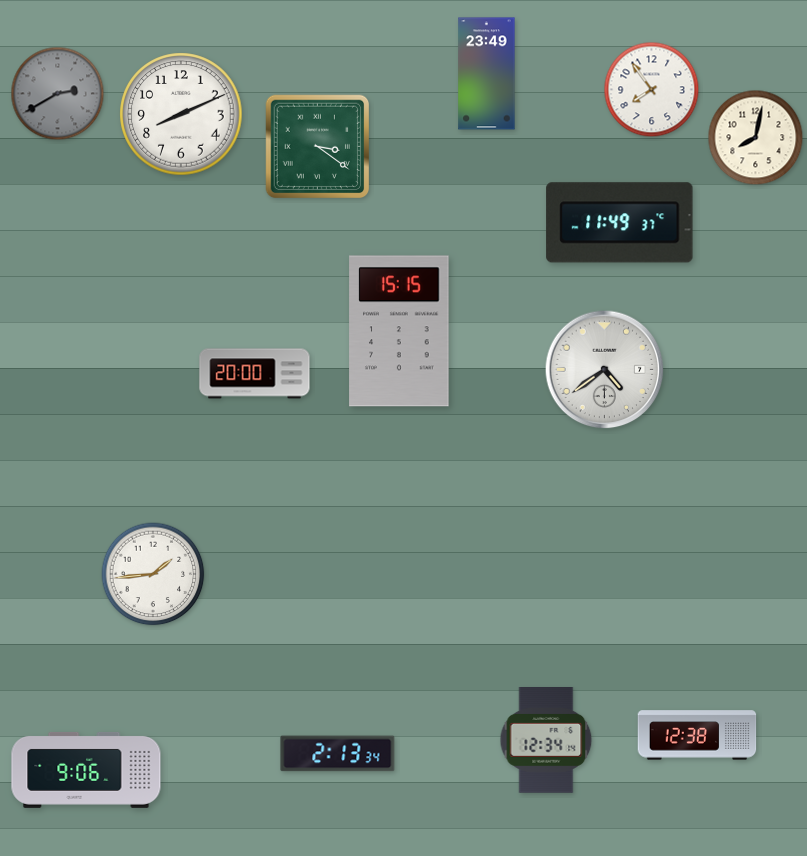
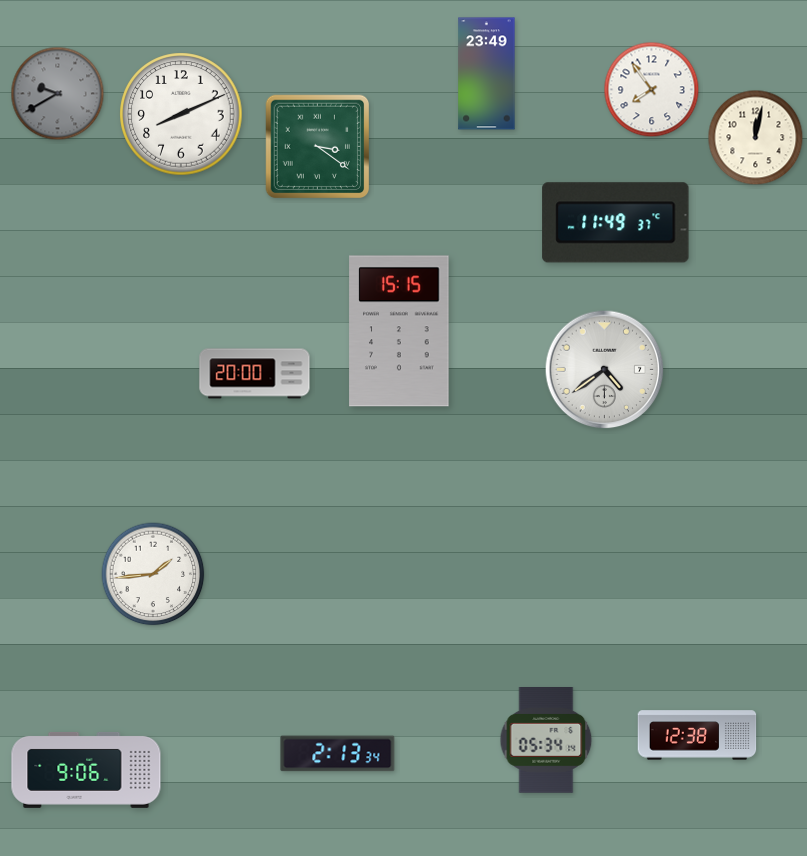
clock at (58, 94): 2:40 -> 9:40
clock at (756, 138): 8:02 -> 12:02
clock at (620, 223) position: (620, 223) -> (616, 223)
clock at (546, 741): 12:34 -> 05:34
